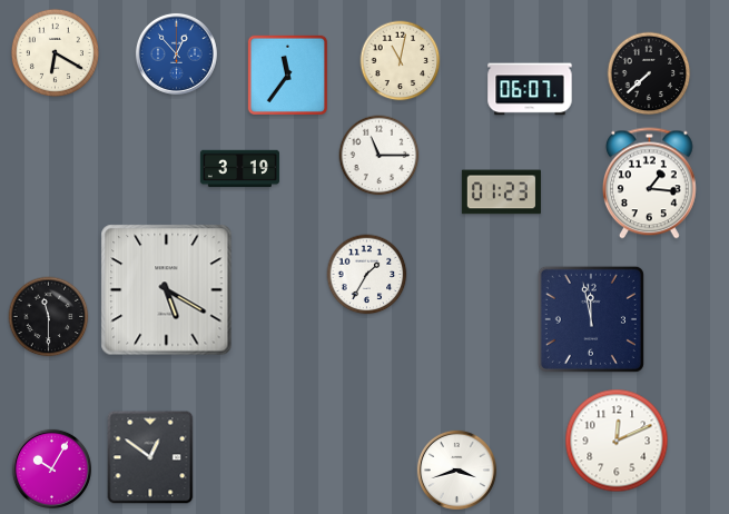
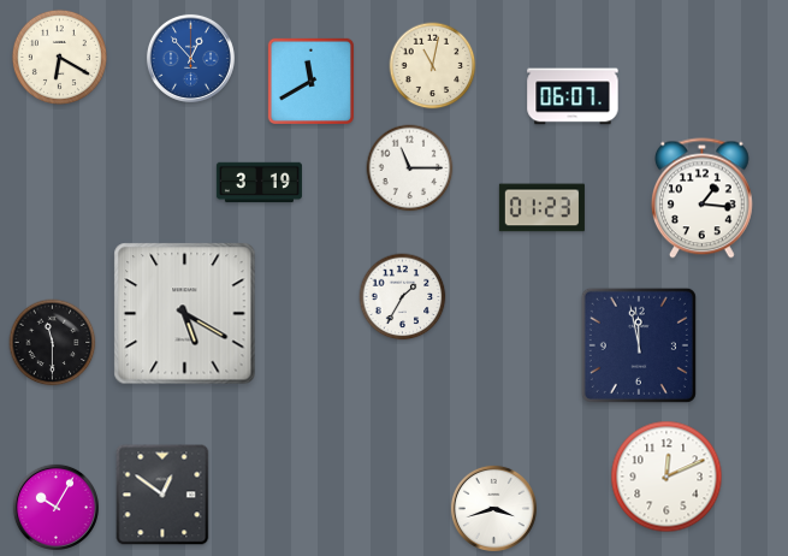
clock at (649, 73): 7:38 -> none
clock at (287, 75): 11:36 -> 11:40
clock at (367, 275) position: (367, 275) -> (403, 297)
clock at (167, 290) position: (167, 290) -> (185, 314)
